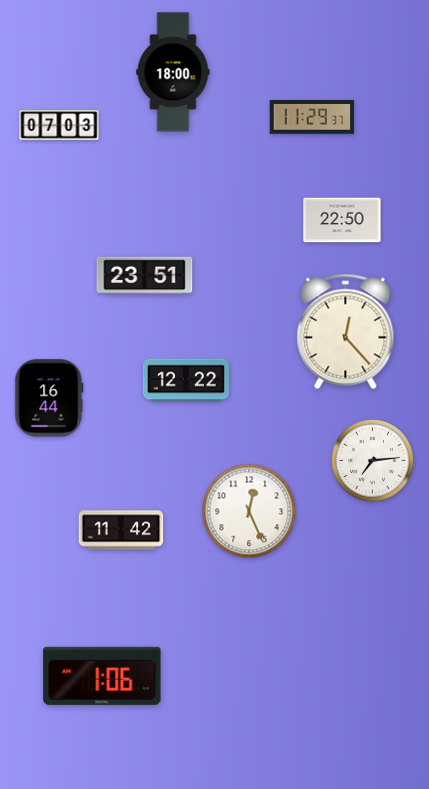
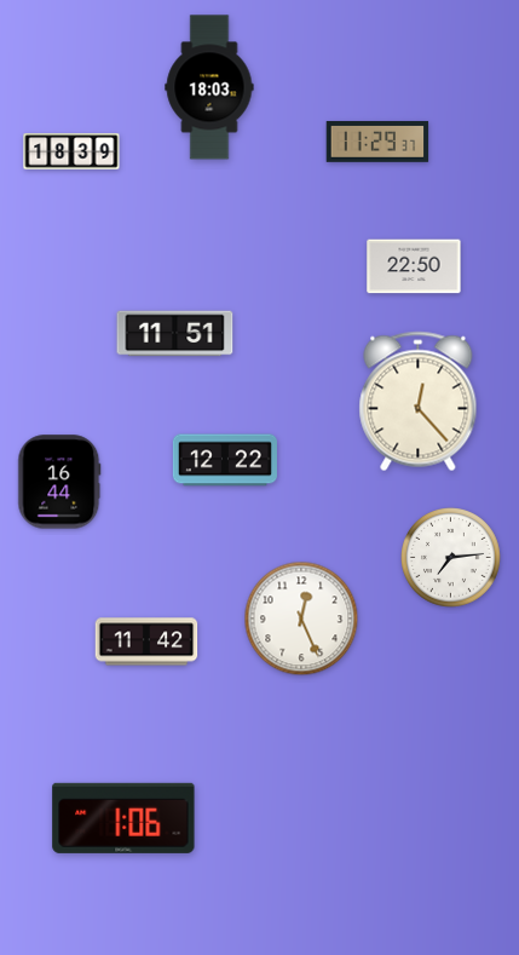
clock at (173, 72): 18:00 -> 18:03
clock at (59, 125): 07:03 -> 18:39
clock at (145, 276): 23:51 -> 11:51
